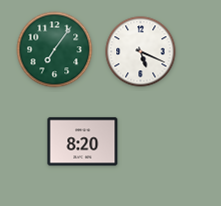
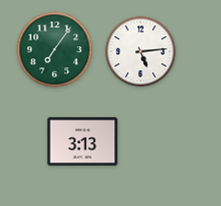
clock at (141, 52): 5:19 -> 5:14
clock at (83, 142): 8:20 -> 3:13
